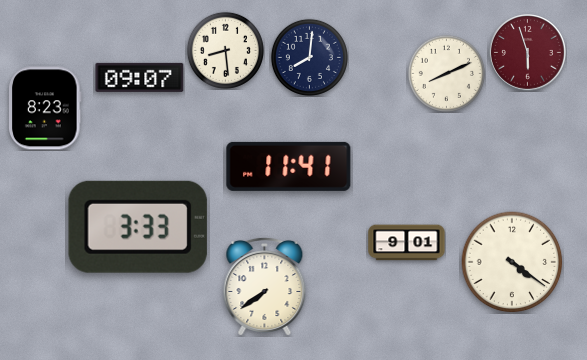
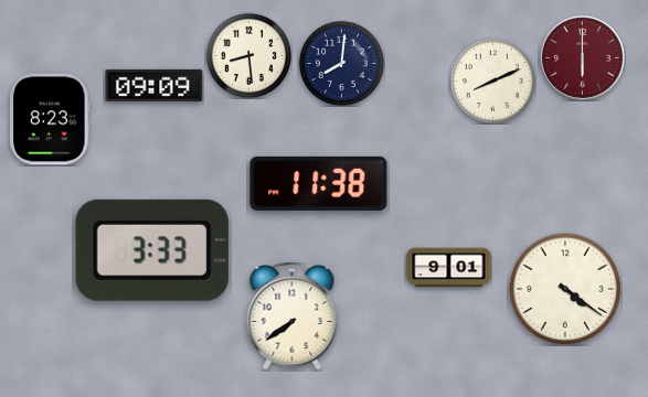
clock at (528, 53): 5:57 -> 6:00
clock at (140, 77): 09:07 -> 09:09
clock at (289, 166): 11:41 -> 11:38
